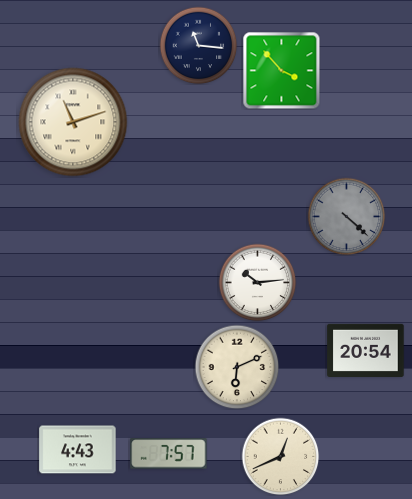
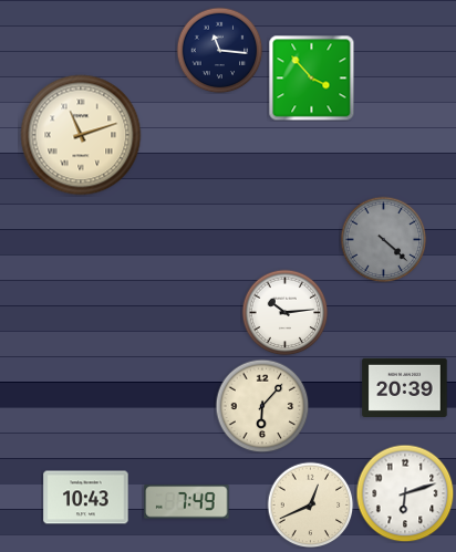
clock at (366, 350): 20:54 -> 20:39
clock at (237, 367): 6:11 -> 6:07
clock at (405, 493): none -> 6:12
clock at (78, 450): 4:43 -> 10:43
clock at (169, 454): 7:57 -> 7:49
